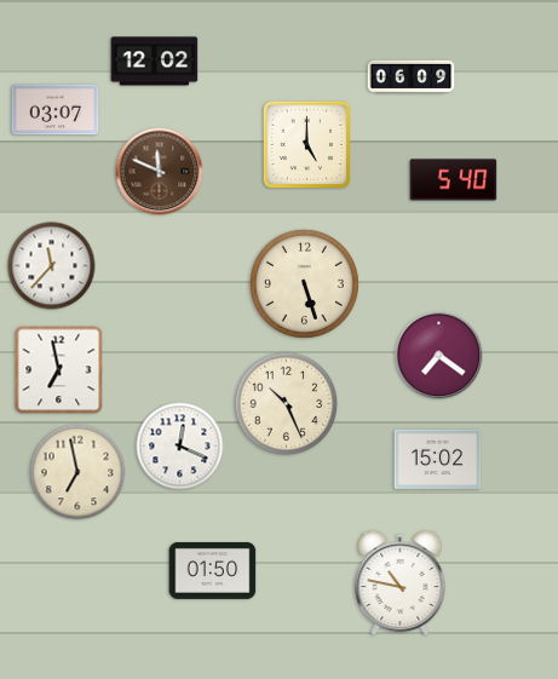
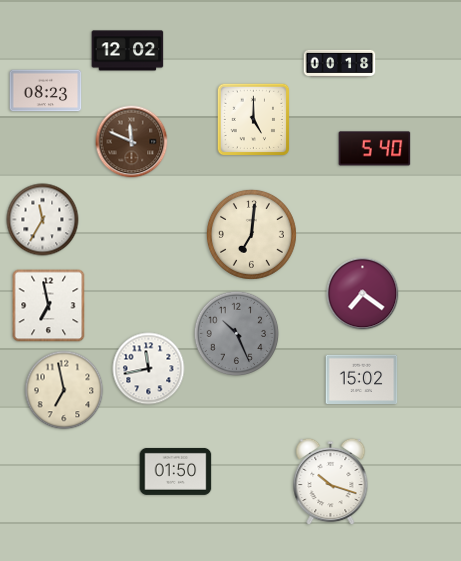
clock at (412, 77): 06:09 -> 00:18
clock at (56, 110): 03:07 -> 08:23
clock at (52, 266): 11:37 -> 11:35
clock at (304, 283): 5:27 -> 7:01
clock at (287, 404) dial: cream -> grey
clock at (180, 447): 12:19 -> 11:43
clock at (401, 583): 10:47 -> 10:18
